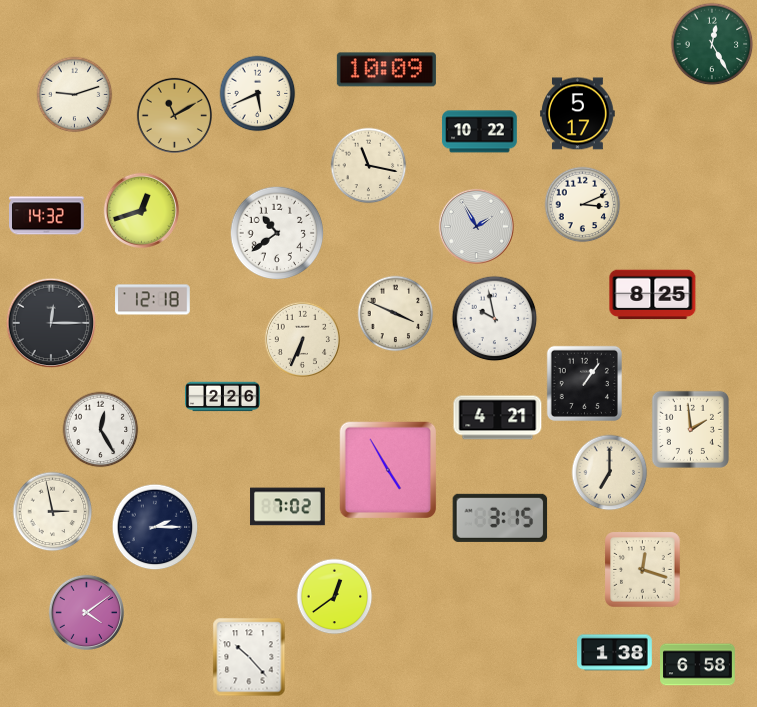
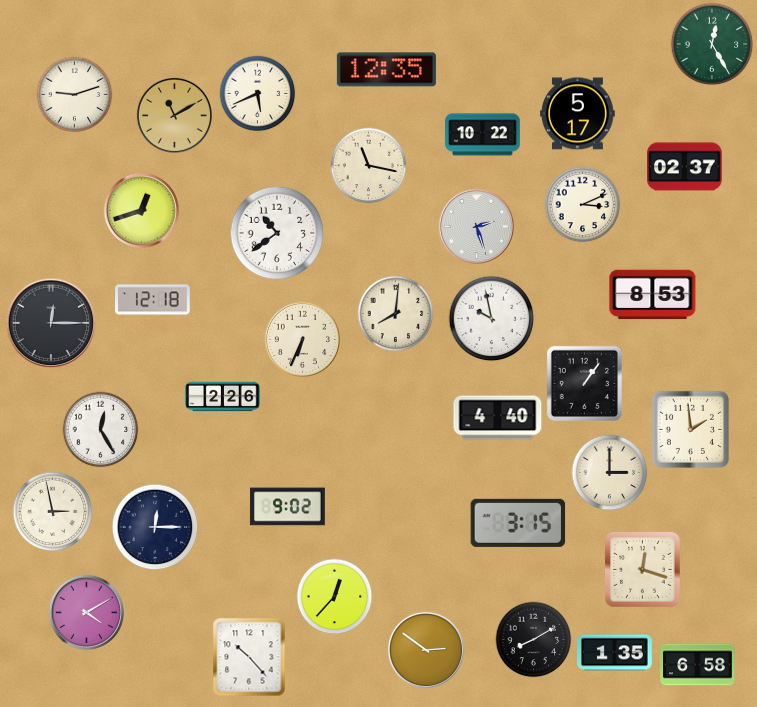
clock at (386, 70): 10:09 -> 12:35
clock at (480, 132) position: (480, 132) -> (483, 135)
clock at (685, 167): none -> 02:37
clock at (47, 216): 14:32 -> none
clock at (476, 226): 1:55 -> 2:27
clock at (653, 295): 8:25 -> 8:53
clock at (396, 314): 3:49 -> 8:01
clock at (495, 319) position: (495, 319) -> (492, 319)
clock at (498, 418): 4:21 -> 4:40
clock at (388, 470): 4:55 -> none
clock at (610, 473): 7:00 -> 3:00
clock at (288, 507): 7:02 -> 9:02
clock at (500, 518) position: (500, 518) -> (518, 523)
clock at (155, 527): 2:15 -> 12:15
clock at (335, 597): 12:39 -> 12:37
clock at (86, 612): 4:09 -> 4:10
clock at (534, 640): none -> 8:10
clock at (426, 650): none -> 2:51
clock at (615, 653): 1:38 -> 1:35
